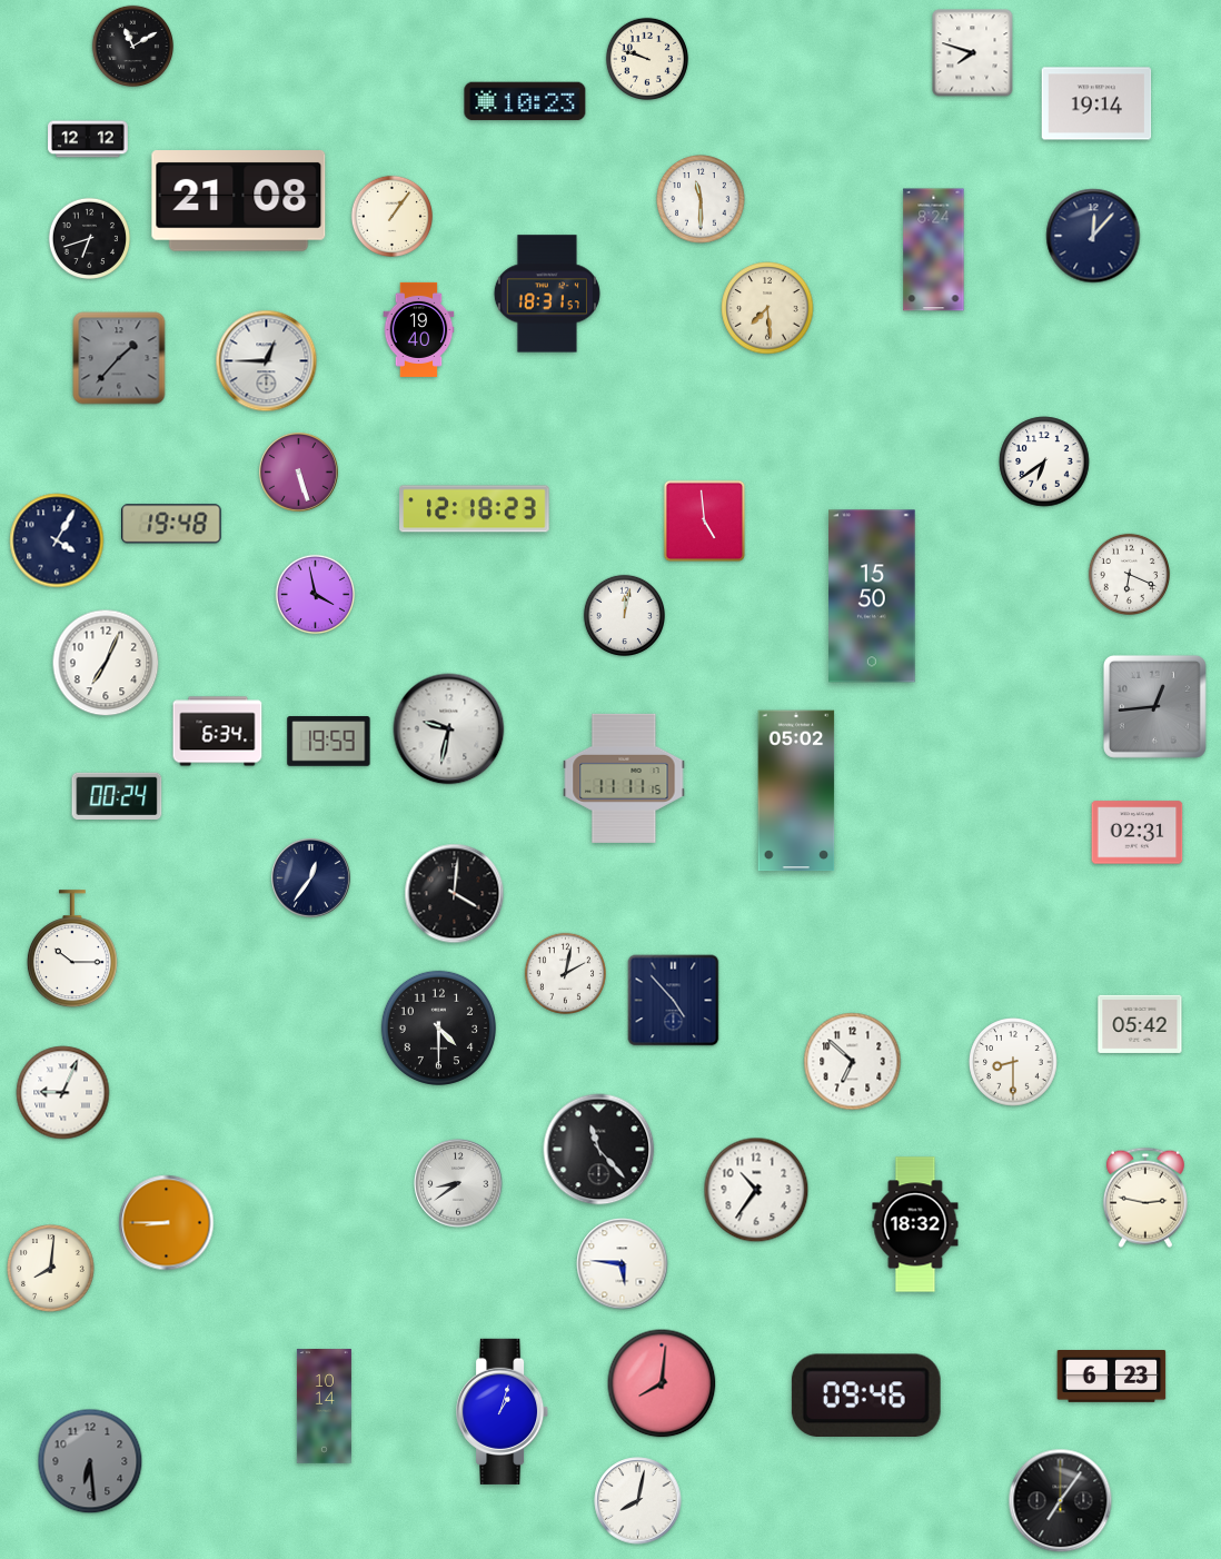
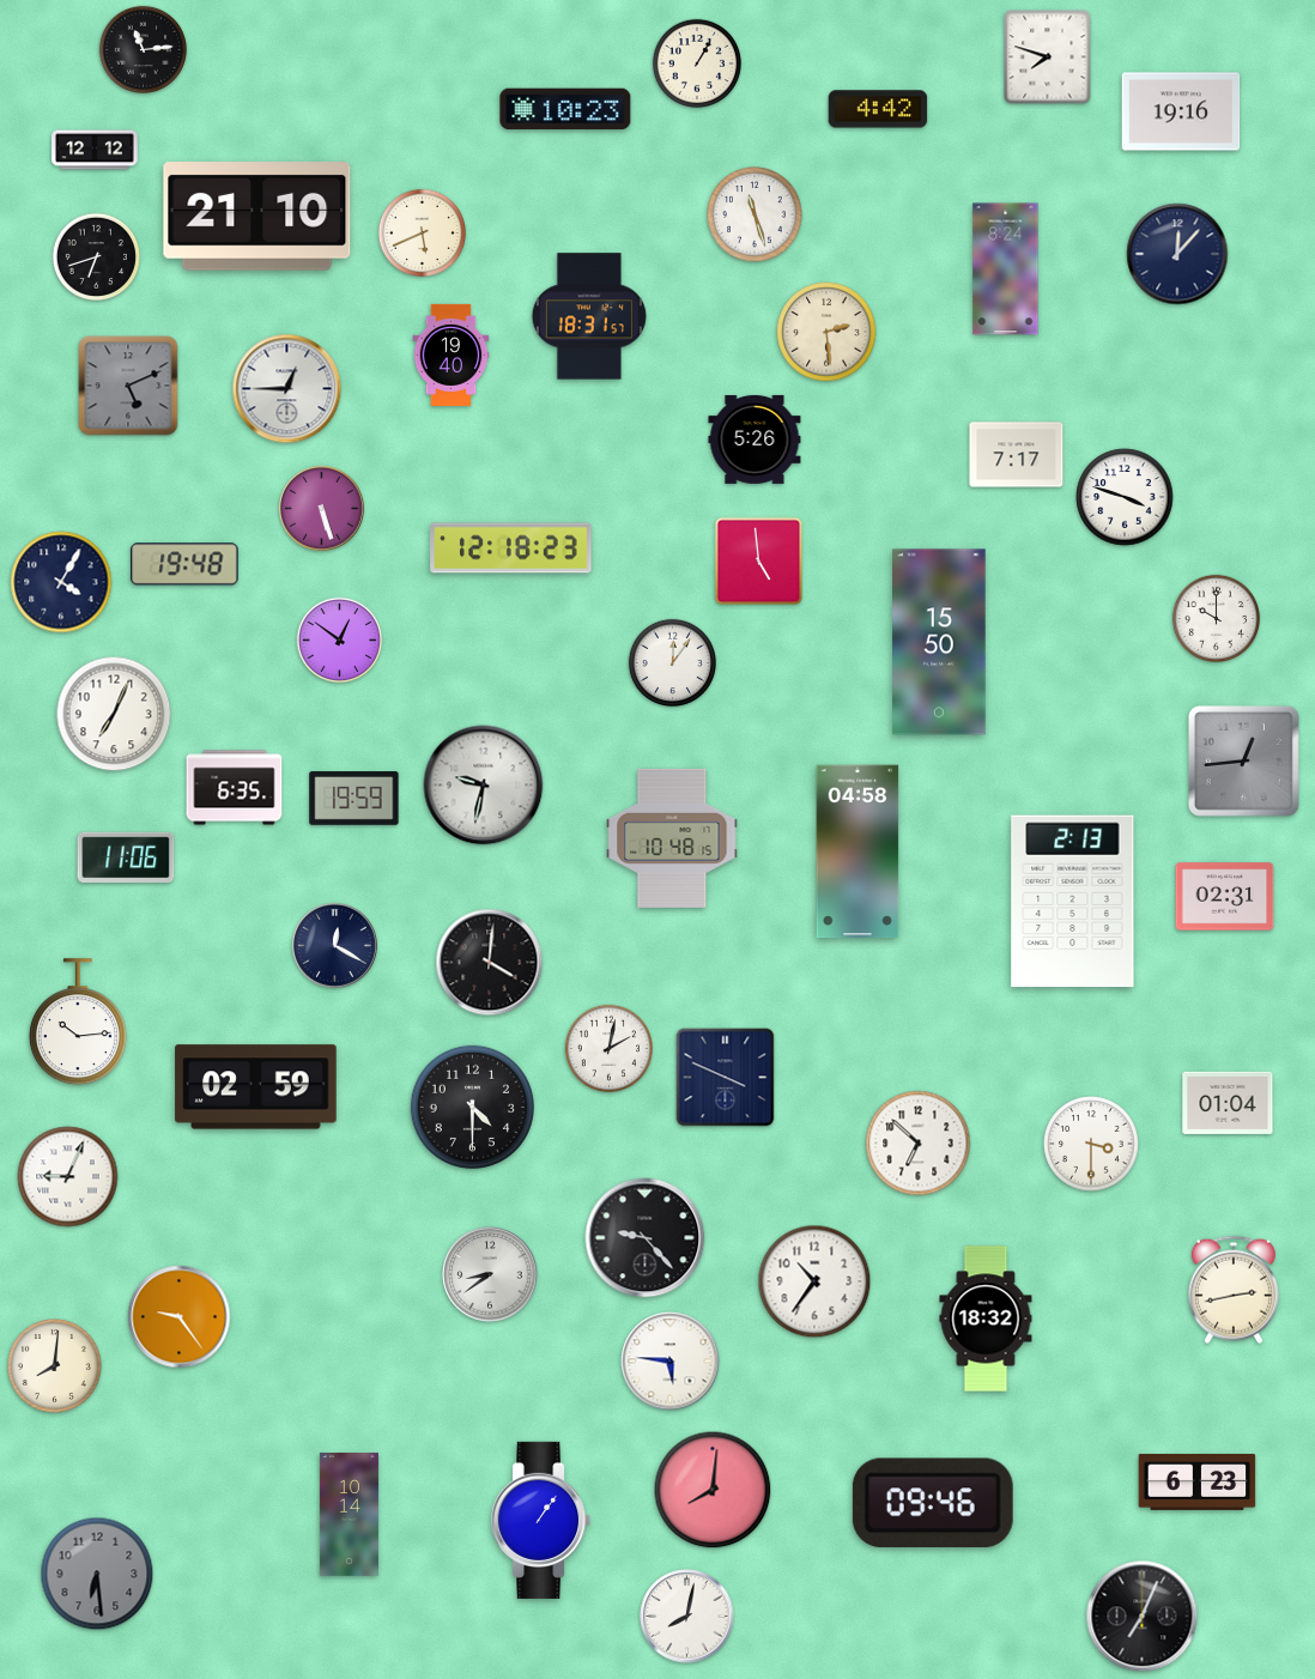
clock at (132, 46): 11:10 -> 11:14
clock at (647, 59): 9:48 -> 1:05
clock at (878, 109): none -> 4:42
clock at (1096, 103): 19:14 -> 19:16
clock at (701, 199): 11:30 -> 11:27
clock at (239, 201): 21:08 -> 21:10
clock at (391, 216): 1:06 -> 5:41
clock at (767, 308): 7:29 -> 2:29
clock at (119, 358): 1:37 -> 5:11
clock at (755, 440): none -> 5:26
clock at (1017, 455): none -> 7:17
clock at (1044, 461): 6:39 -> 3:48
clock at (1129, 574): 6:19 -> 10:00
clock at (316, 595): 3:58 -> 12:51
clock at (624, 615): 12:02 -> 12:06
clock at (218, 732): 6:34 -> 6:35
clock at (624, 778): 11:11 -> 10:48
clock at (796, 791): 05:02 -> 04:58
clock at (117, 795): 00:24 -> 11:06
clock at (1073, 902): none -> 2:13
clock at (311, 878): 12:36 -> 12:20
clock at (72, 950): 10:15 -> 10:14
clock at (674, 1001): 4:53 -> 3:49
clock at (256, 1087): none -> 02:59
clock at (1140, 1024): 05:42 -> 01:04
clock at (1013, 1062): 8:30 -> 3:30
clock at (599, 1150): 11:23 -> 9:23
clock at (458, 1183) position: (458, 1183) -> (490, 1274)
clock at (1145, 1198): 2:47 -> 2:43
clock at (167, 1223): 8:45 -> 9:24
clock at (503, 1411): 1:03 -> 1:06
clock at (1061, 1501): 7:06 -> 7:04
